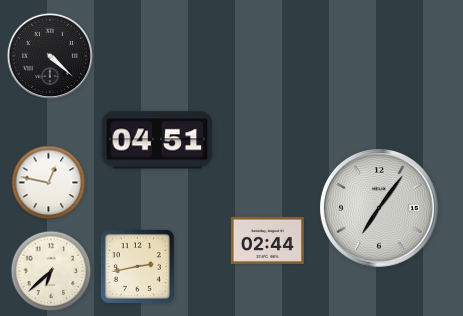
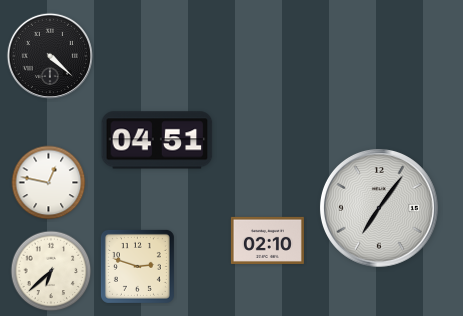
clock at (267, 240): 02:44 -> 02:10
clock at (137, 266): 2:43 -> 2:48
